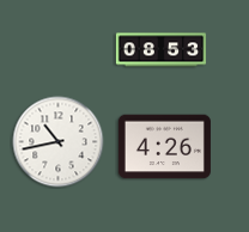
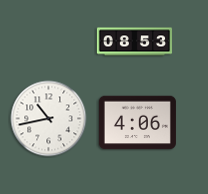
clock at (164, 147): 4:26 -> 4:06
